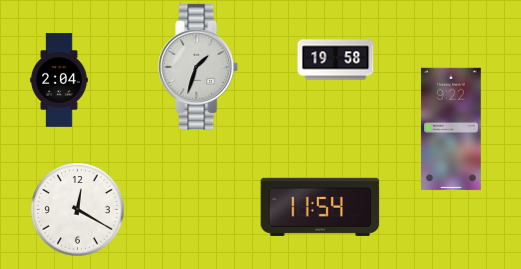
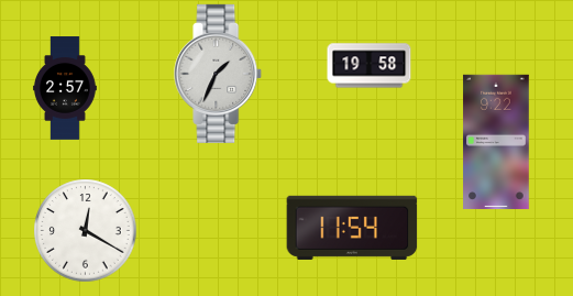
clock at (199, 67): 1:33 -> 1:34
clock at (60, 80): 2:04 -> 2:57
